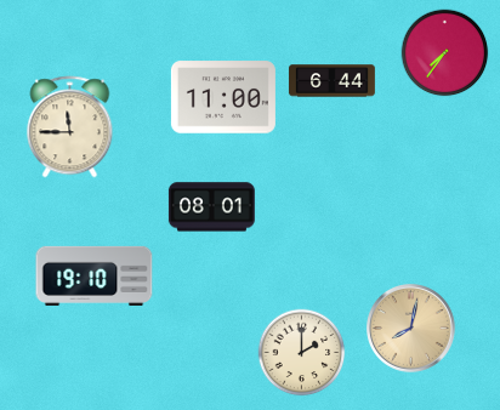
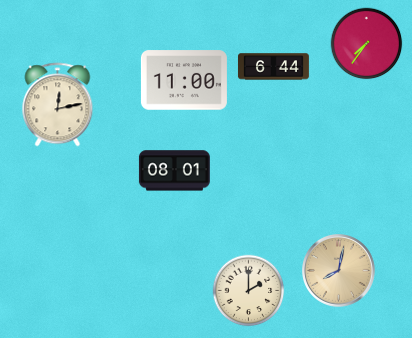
clock at (70, 127): 11:45 -> 12:13
clock at (95, 275): 19:10 -> none
